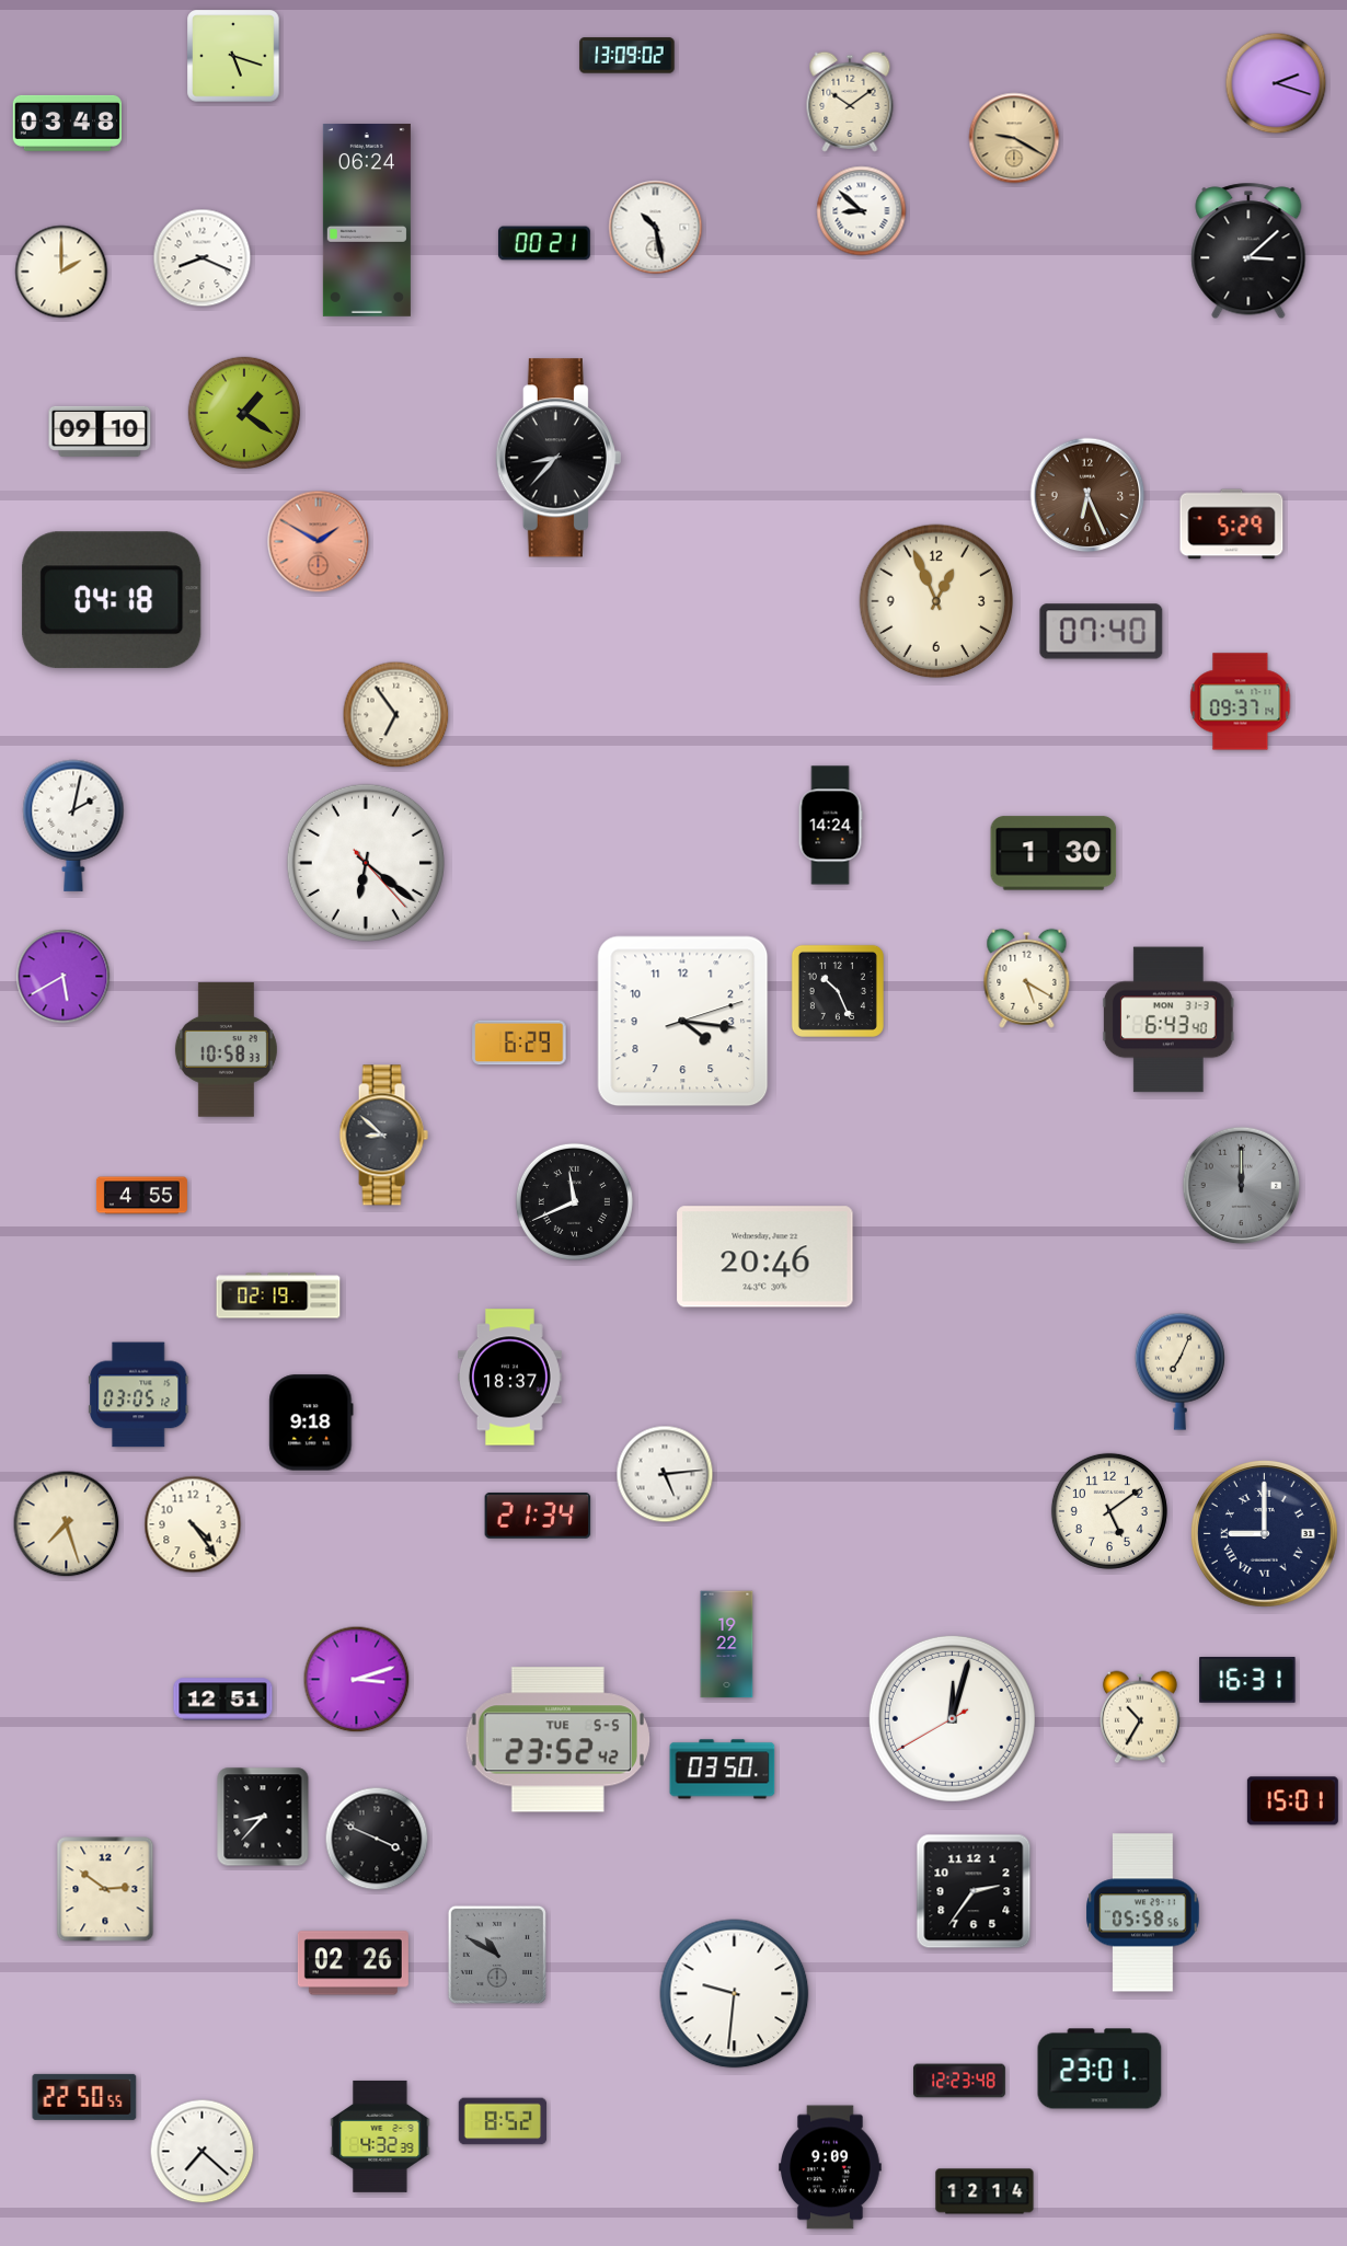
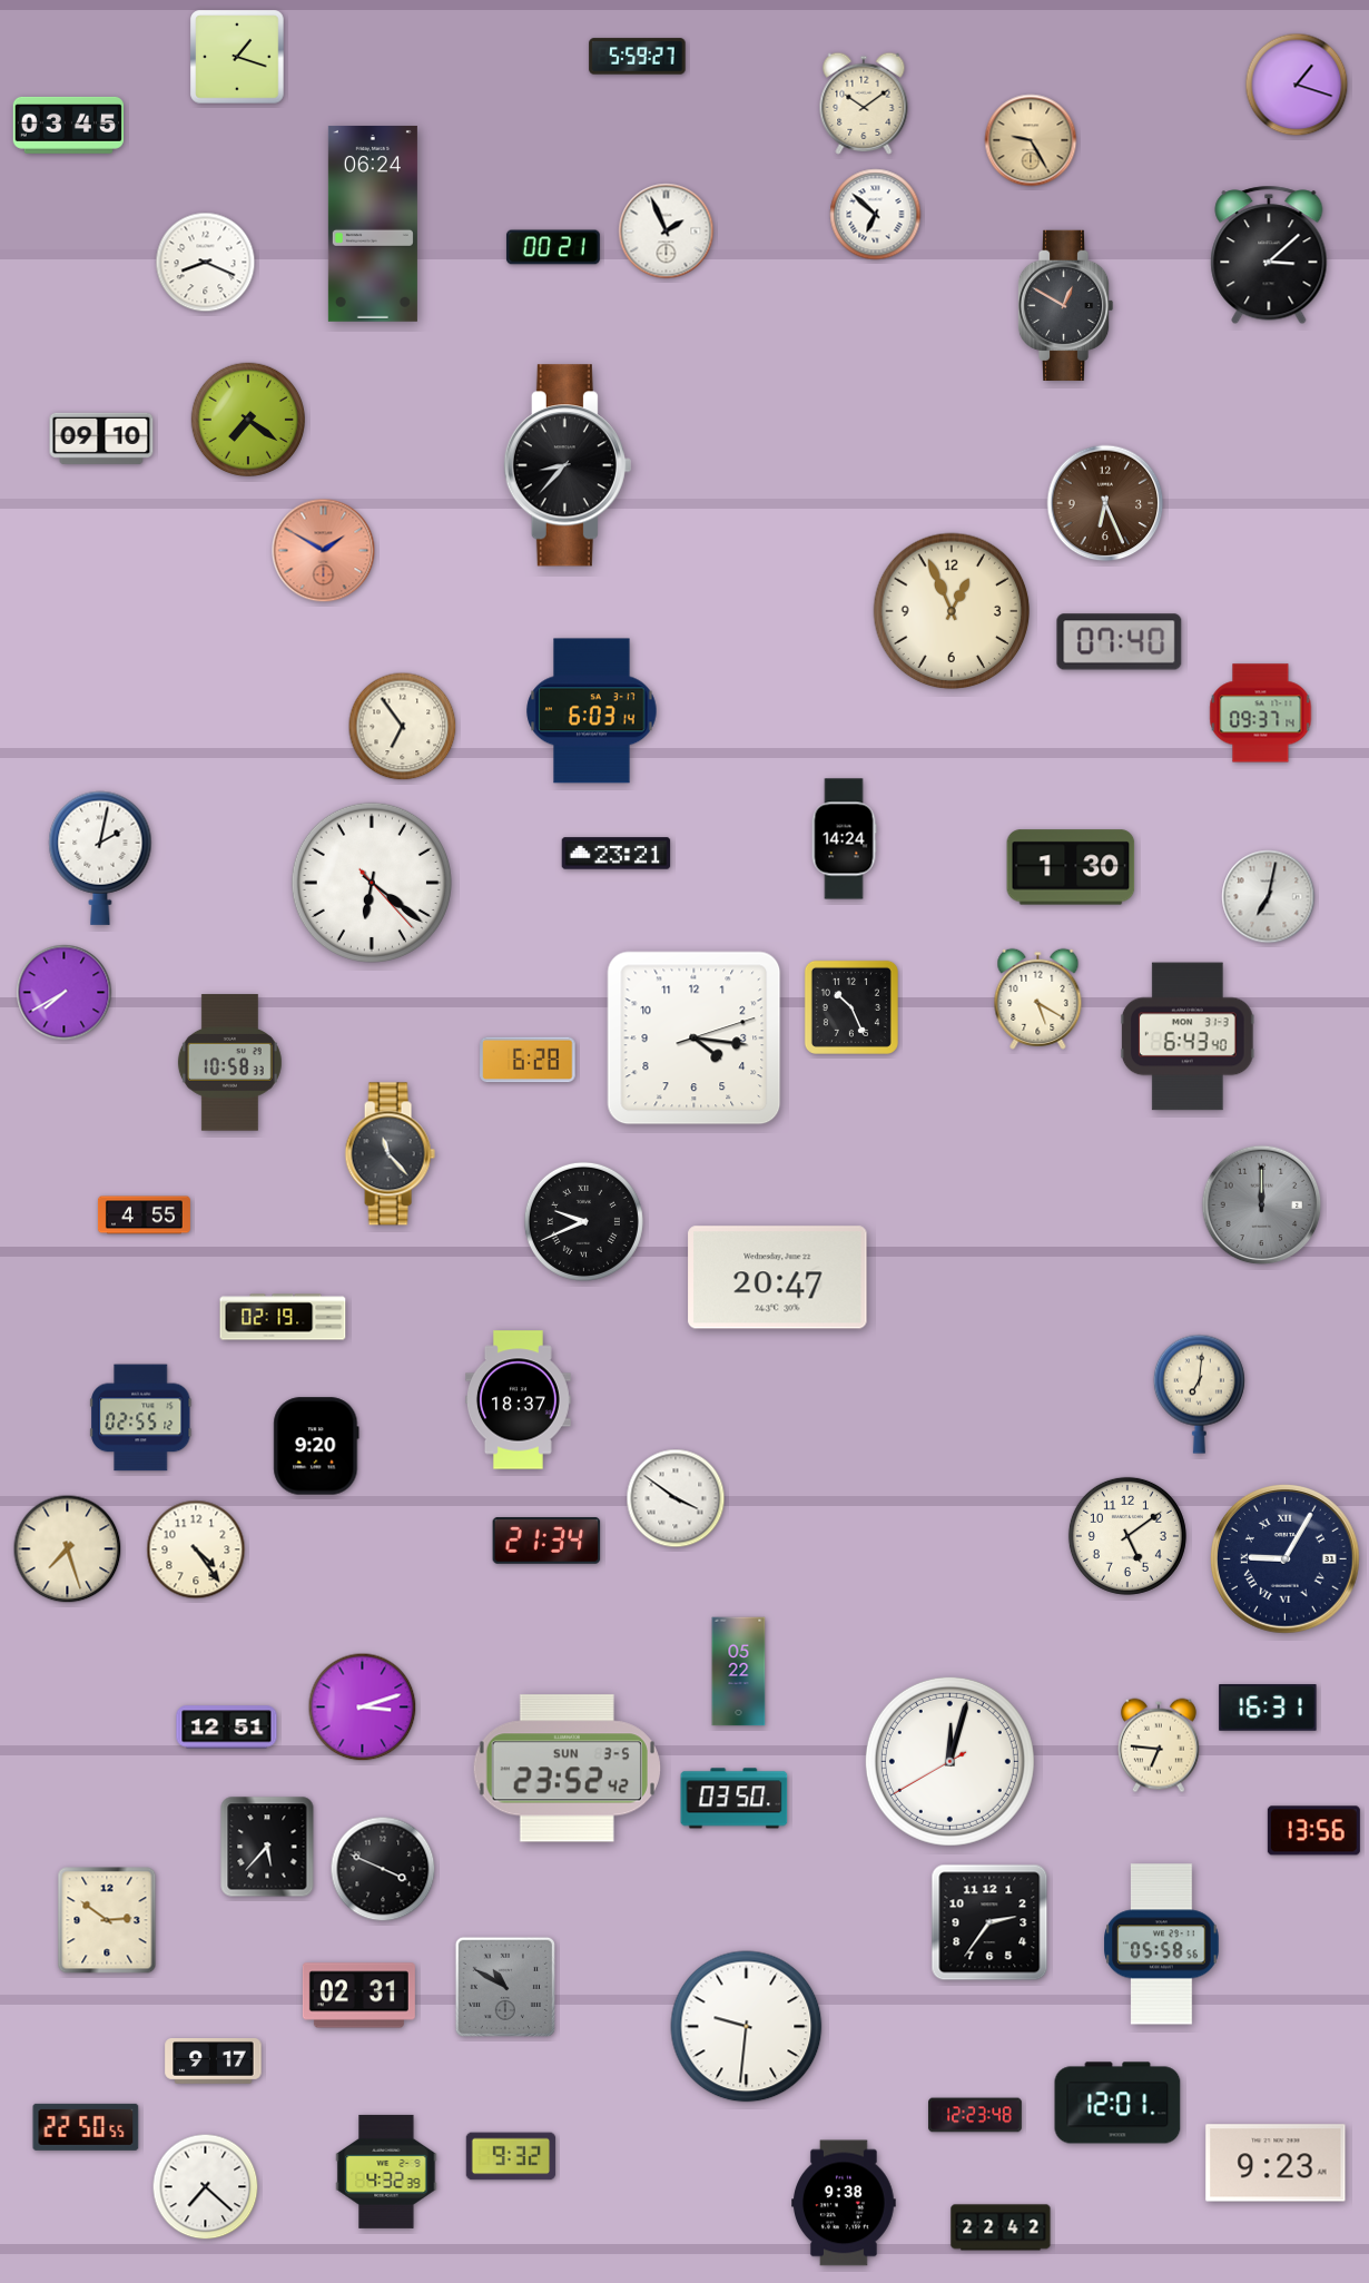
clock at (233, 56): 5:18 -> 1:18
clock at (628, 56): 13:09 -> 5:59
clock at (1276, 83): 2:18 -> 1:18
clock at (67, 123): 03:48 -> 03:45
clock at (1014, 138): 9:20 -> 9:25
clock at (862, 211): 8:52 -> 6:52
clock at (656, 228): 10:28 -> 1:56
clock at (61, 272): 2:00 -> none
clock at (1065, 305): none -> 12:50
clock at (243, 412): 1:21 -> 7:21
clock at (1232, 525): 5:29 -> none
clock at (112, 600): 04:18 -> none
clock at (592, 711): none -> 6:03
clock at (73, 826) position: (73, 826) -> (100, 858)
clock at (617, 854): none -> 23:21
clock at (365, 862) position: (365, 862) -> (371, 882)
clock at (1269, 897): none -> 7:02
clock at (64, 977): 5:40 -> 7:40
clock at (1027, 978) position: (1027, 978) -> (1038, 998)
clock at (519, 1043): 6:29 -> 6:28
clock at (226, 1050) position: (226, 1050) -> (229, 1063)
clock at (383, 1136): 8:52 -> 11:23
clock at (574, 1201): 11:41 -> 9:41
clock at (765, 1257): 20:46 -> 20:47
clock at (1179, 1371): 7:04 -> 7:01
clock at (139, 1395): 03:05 -> 02:55
clock at (311, 1423): 9:18 -> 9:20
clock at (665, 1474): 5:14 -> 3:51
clock at (1264, 1533): 9:00 -> 9:05
clock at (727, 1645): 19:22 -> 05:22
clock at (1140, 1717): 10:35 -> 6:46
clock at (952, 1718) position: (952, 1718) -> (949, 1761)
clock at (557, 1740) date: TUE 5-5 -> SUN 3-5
clock at (1292, 1801): 15:01 -> 13:56
clock at (263, 1817): 8:37 -> 5:37
clock at (353, 1963): 02:26 -> 02:31
clock at (214, 2061): none -> 9:17
clock at (1100, 2069): 23:01 -> 12:01
clock at (84, 2097) position: (84, 2097) -> (86, 2127)
clock at (503, 2121): 8:52 -> 9:32
clock at (1276, 2163): none -> 9:23
clock at (830, 2167): 9:09 -> 9:38
clock at (985, 2191): 12:14 -> 22:42
